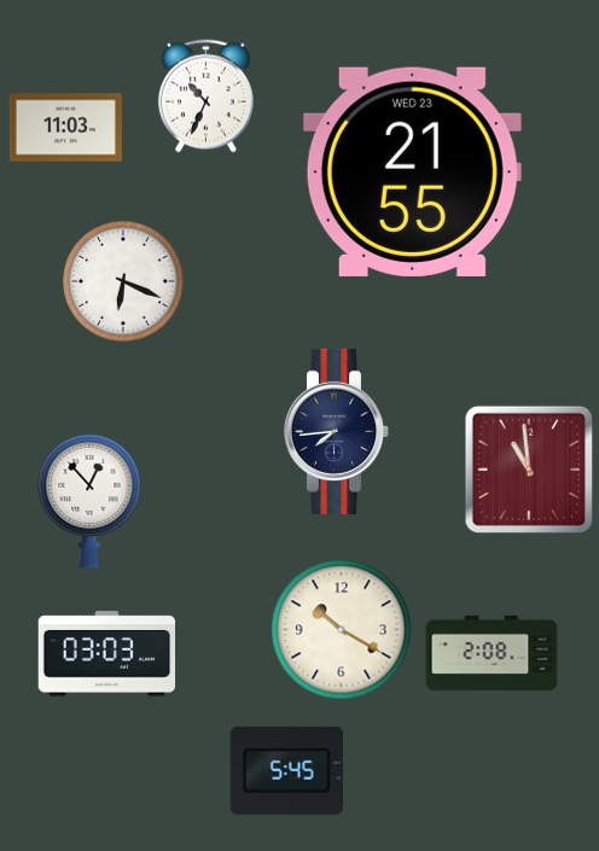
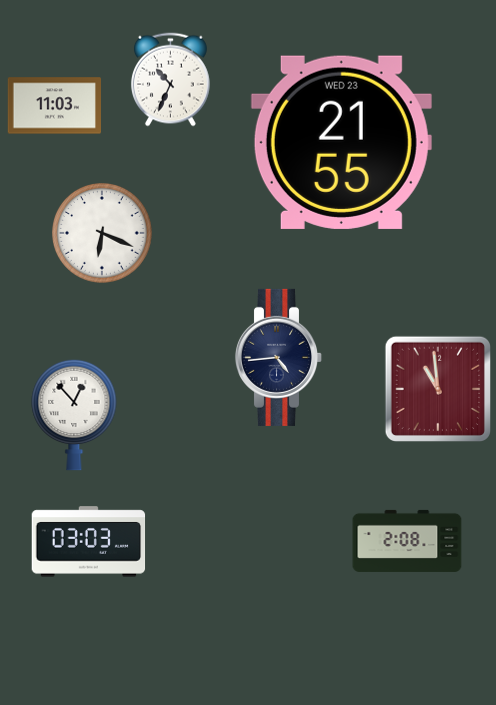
clock at (337, 431): 7:44 -> 4:44
clock at (342, 630): 10:20 -> none
clock at (286, 770): 5:45 -> none
